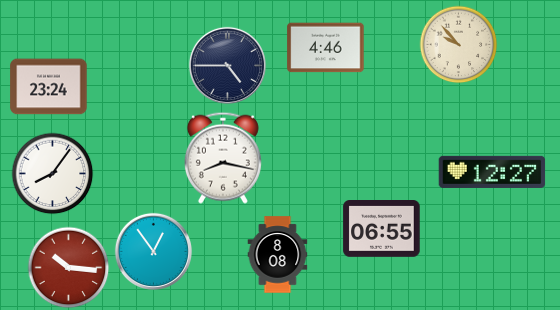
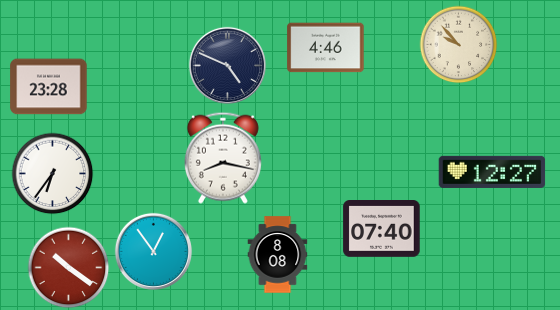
clock at (227, 65): 4:45 -> 4:49
clock at (49, 87): 23:24 -> 23:28
clock at (52, 173): 8:06 -> 6:36
clock at (382, 229): 06:55 -> 07:40
clock at (68, 267): 10:16 -> 10:21
